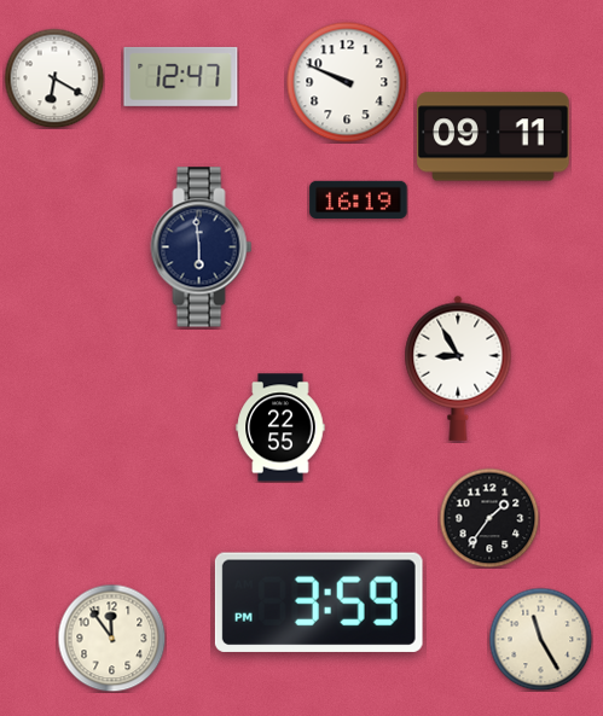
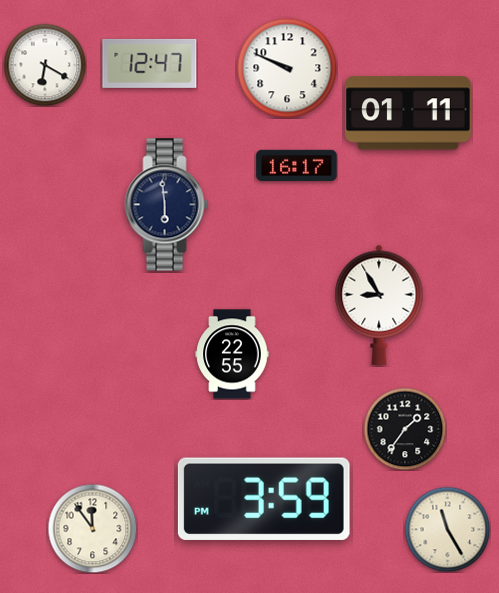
clock at (493, 136): 09:11 -> 01:11
clock at (359, 200): 16:19 -> 16:17
